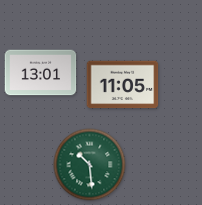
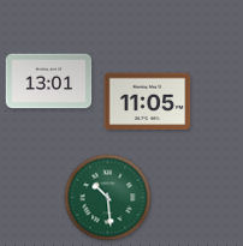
clock at (41, 73) position: (41, 73) -> (49, 82)
